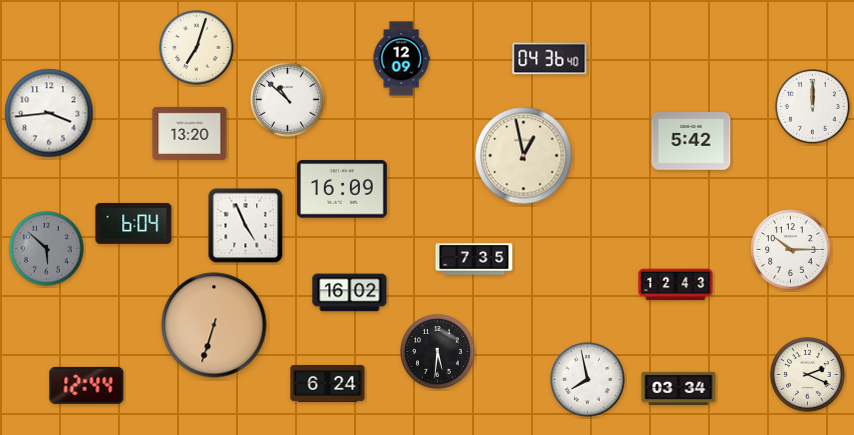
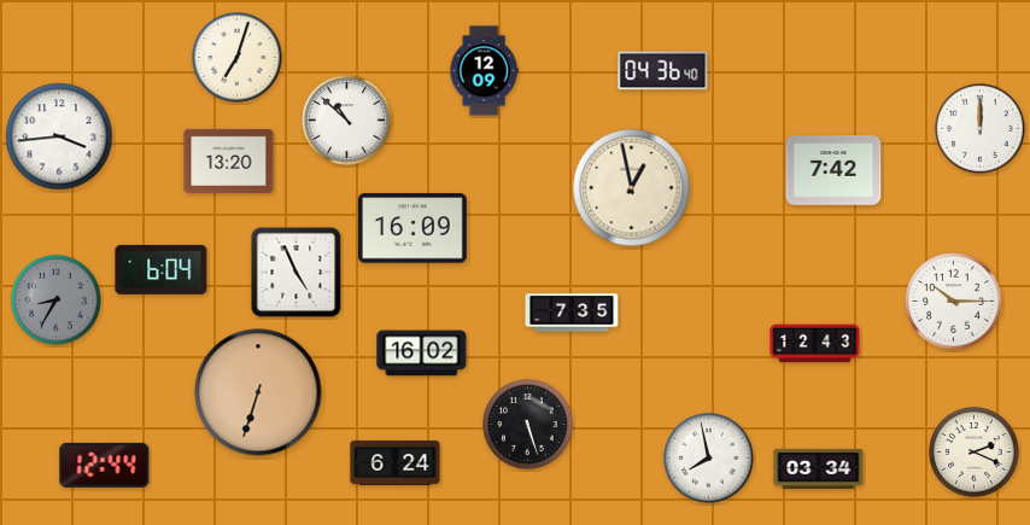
clock at (691, 141): 5:42 -> 7:42
clock at (47, 249): 5:52 -> 8:35
clock at (438, 352): 5:31 -> 5:27
